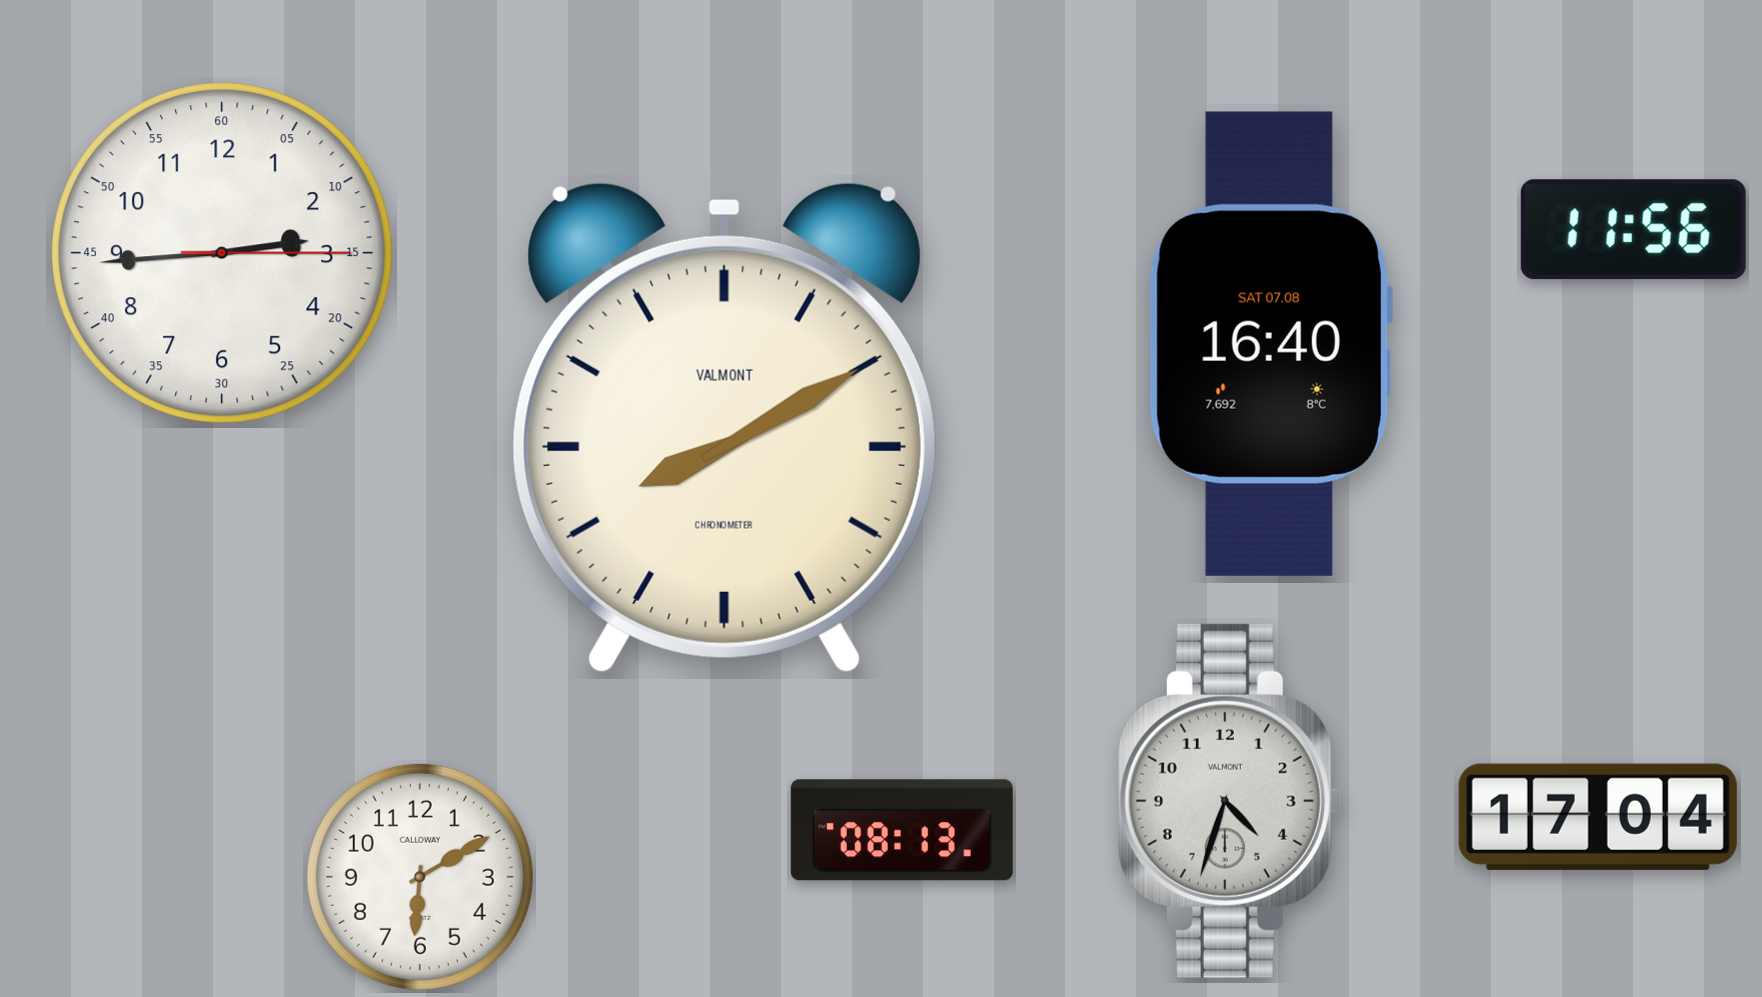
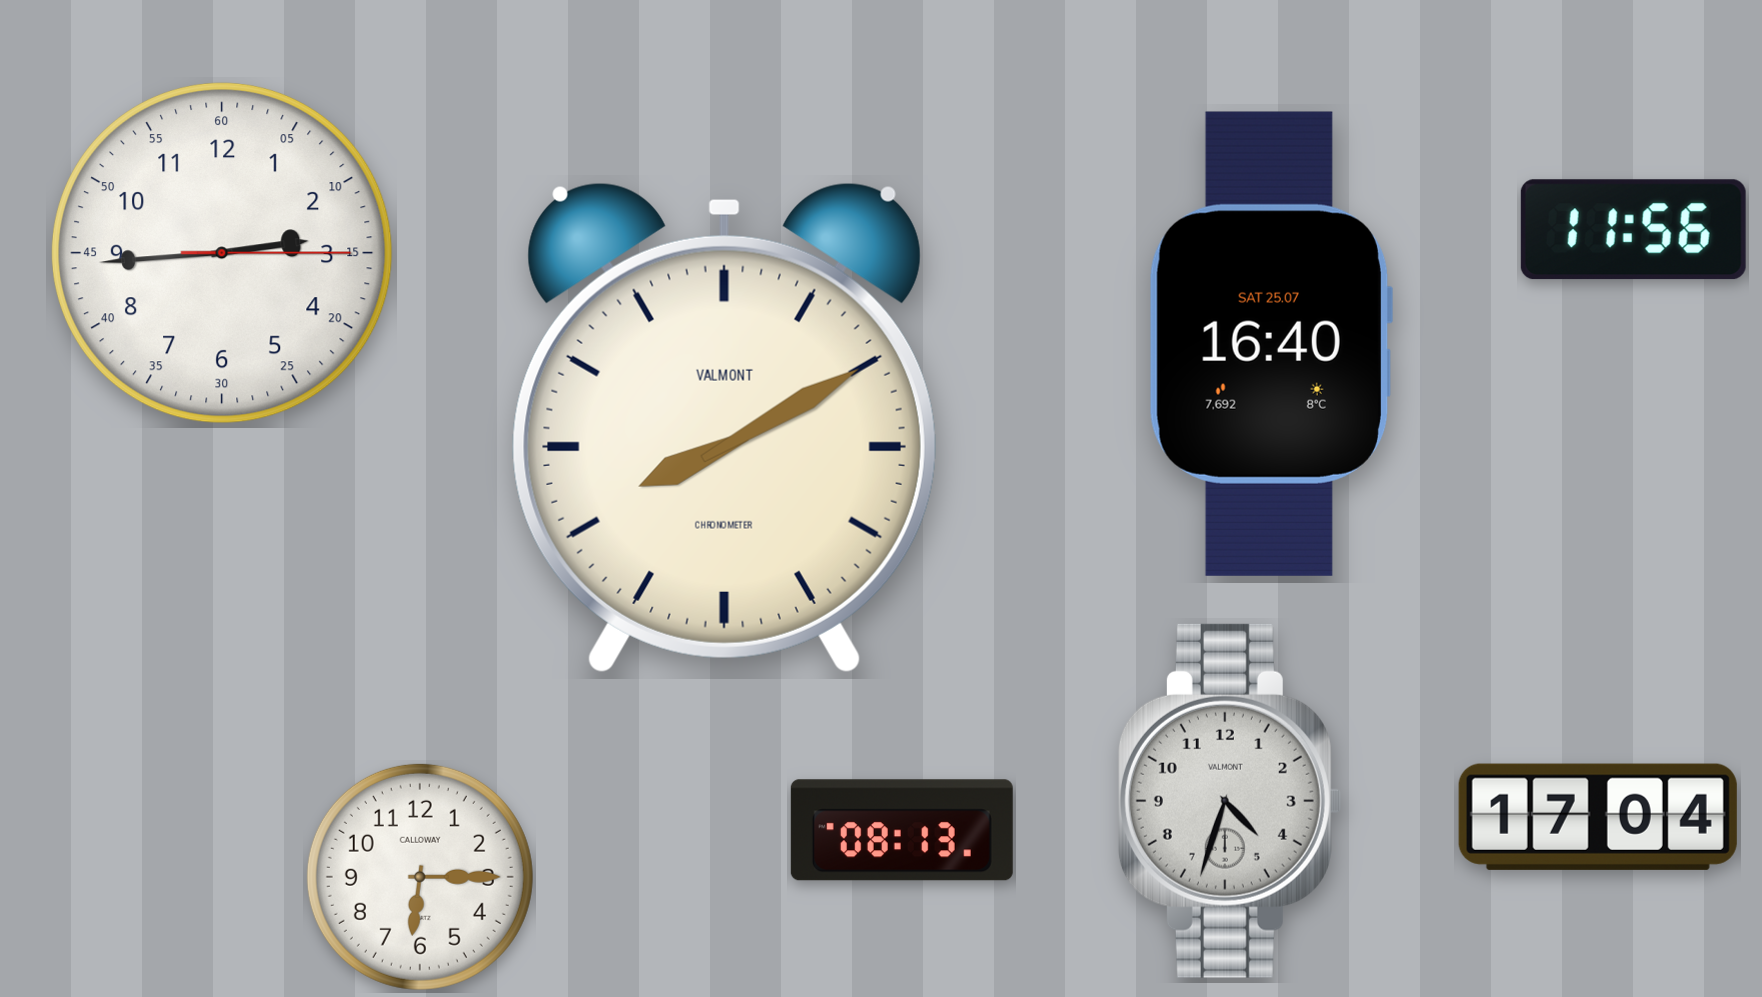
clock at (1270, 344) date: SAT 07.08 -> SAT 25.07
clock at (420, 877): 6:10 -> 6:15
